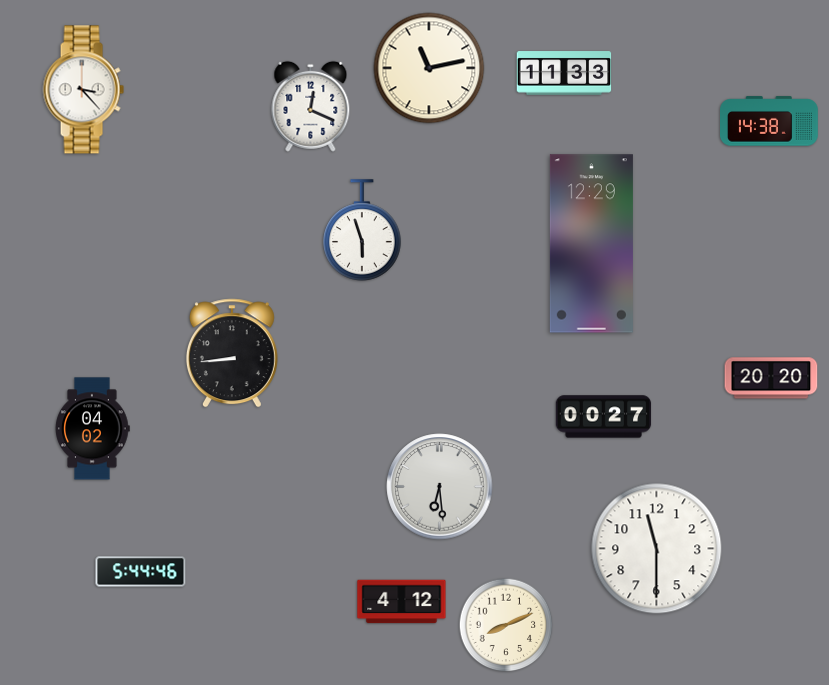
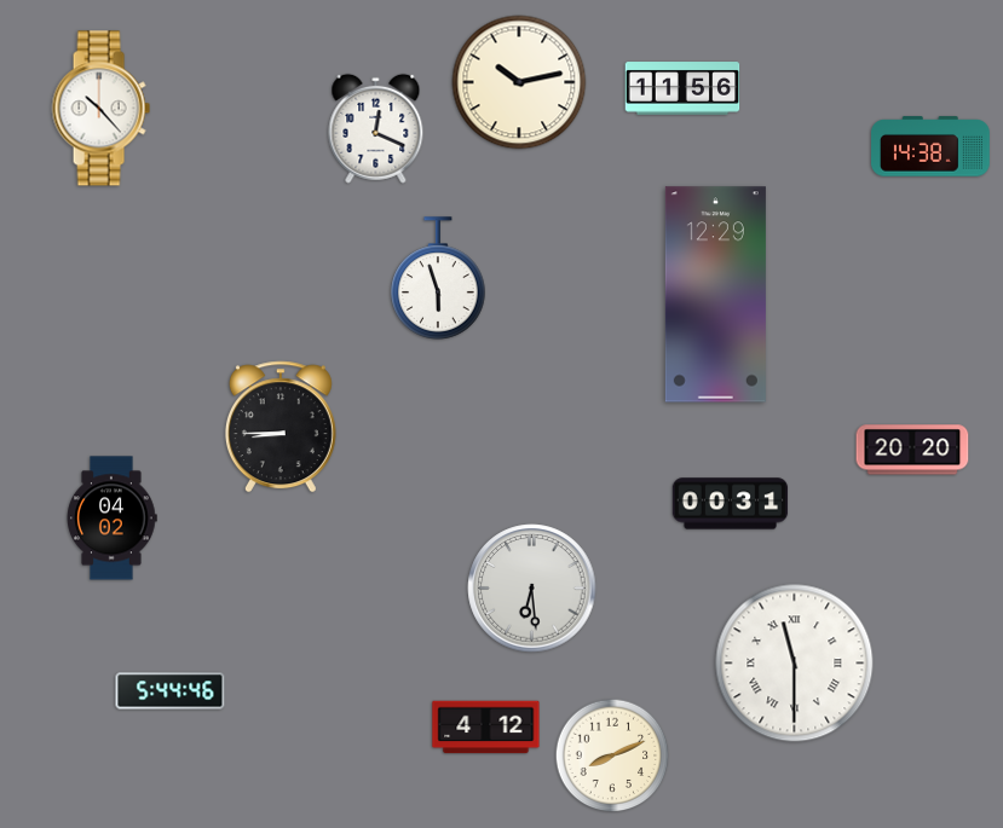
clock at (429, 68): 11:13 -> 10:13
clock at (564, 73): 11:33 -> 11:56
clock at (83, 90): 3:23 -> 10:23
clock at (232, 353): 8:44 -> 8:45
clock at (771, 378) position: (771, 378) -> (912, 450)
clock at (604, 417): 00:27 -> 00:31
clock at (657, 549) numerals: Arabic -> Roman
